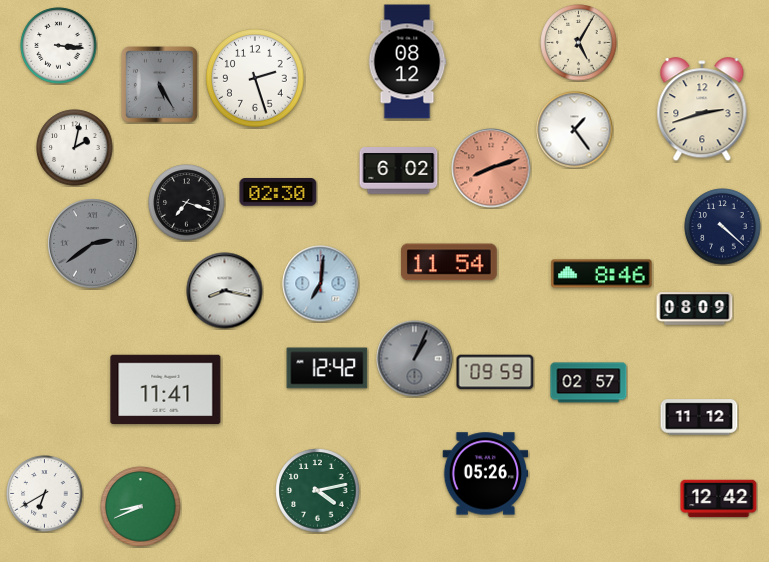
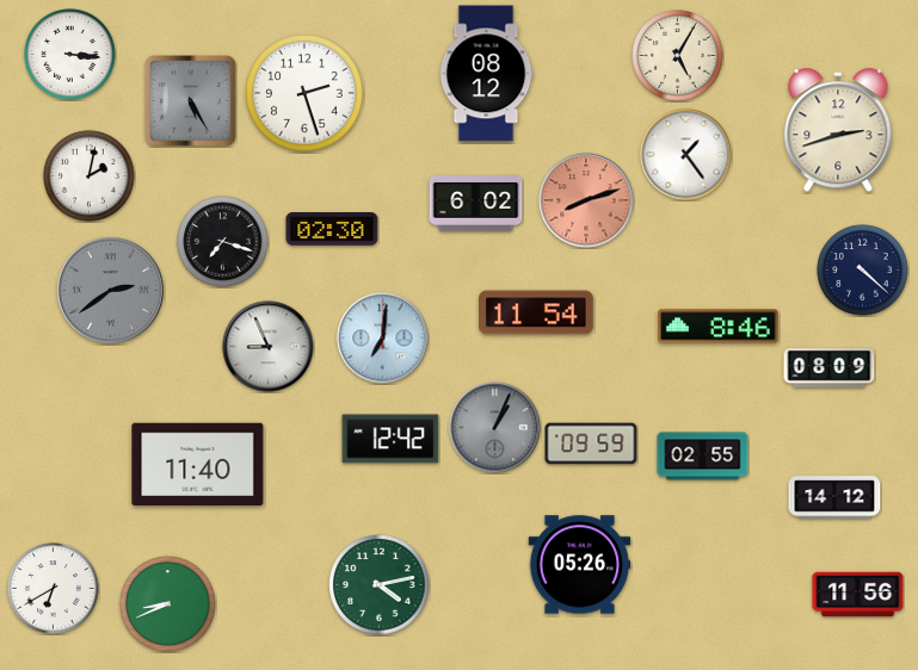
clock at (579, 43) position: (579, 43) -> (678, 56)
clock at (225, 291): 8:17 -> 8:56
clock at (589, 383): 02:57 -> 02:55
clock at (166, 390): 11:41 -> 11:40
clock at (699, 417): 11:12 -> 14:12
clock at (719, 499): 12:42 -> 11:56
